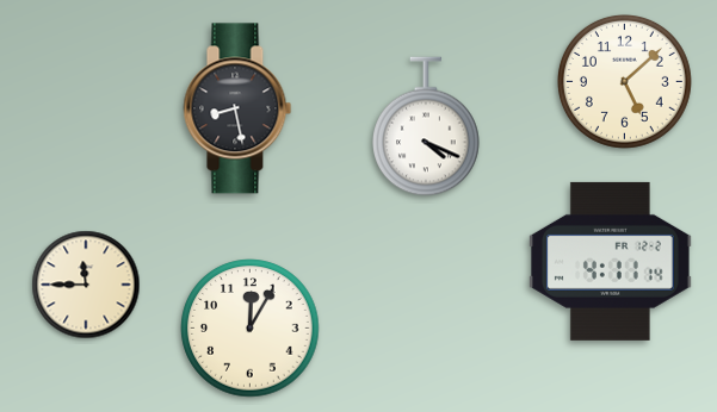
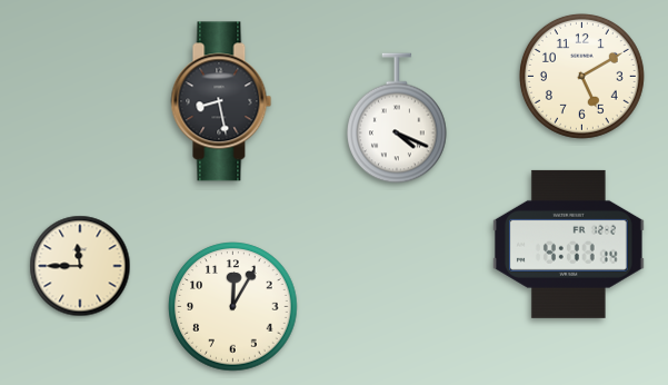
clock at (624, 81): 5:08 -> 5:10
